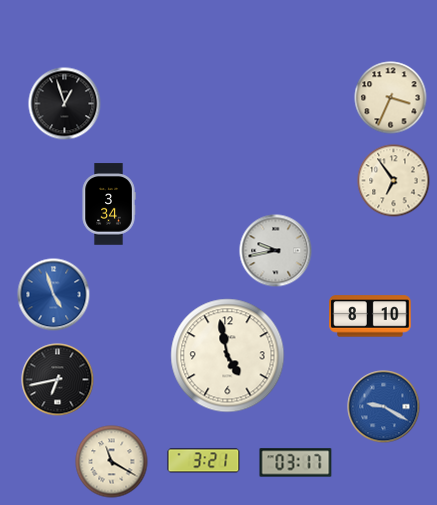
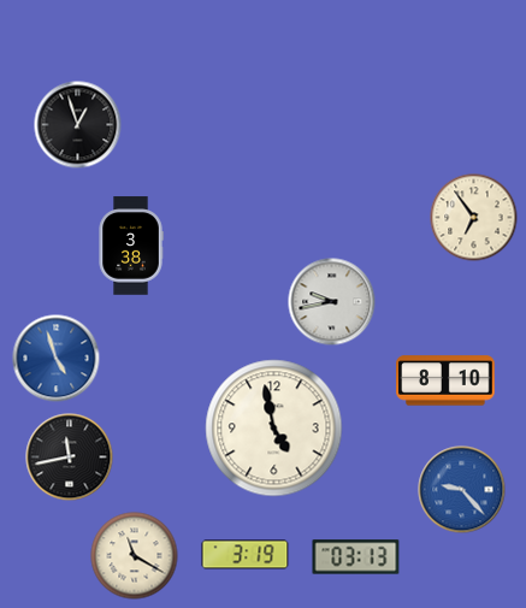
clock at (391, 98): 3:34 -> none
clock at (109, 204): 3:34 -> 3:38
clock at (54, 295) position: (54, 295) -> (57, 359)
clock at (58, 380): 6:43 -> 11:43
clock at (384, 407): 9:20 -> 9:23
clock at (204, 461): 3:21 -> 3:19
clock at (296, 463): 03:17 -> 03:13
